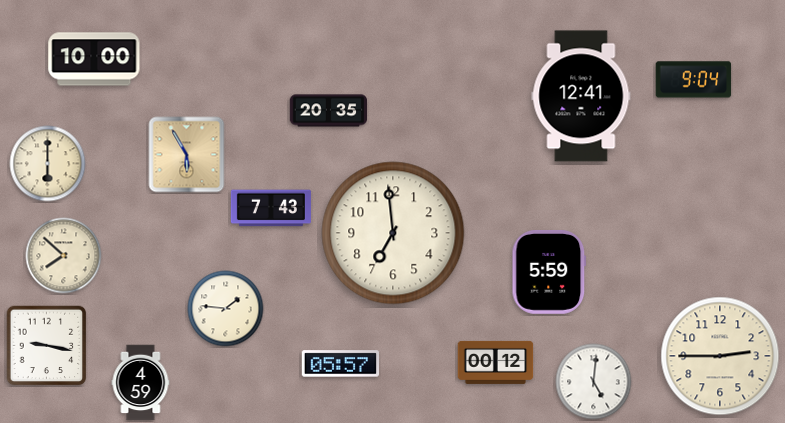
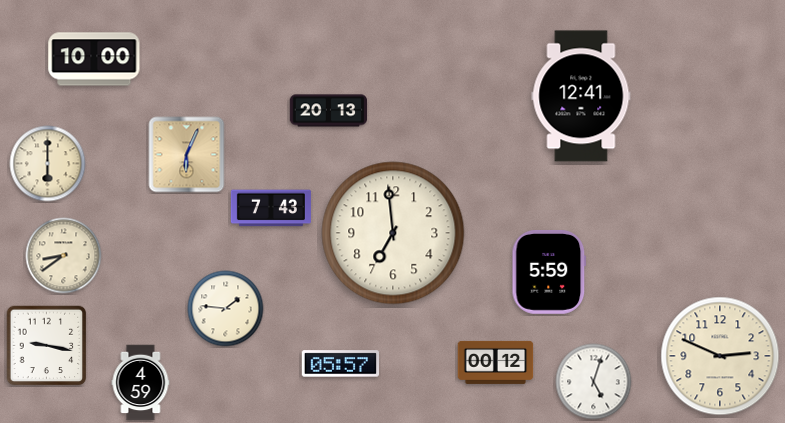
clock at (694, 80): 9:04 -> none
clock at (329, 111): 20:35 -> 20:13
clock at (187, 155): 5:55 -> 6:04
clock at (64, 256): 7:52 -> 8:39
clock at (720, 356): 2:45 -> 2:49
clock at (594, 382): 5:01 -> 5:03
